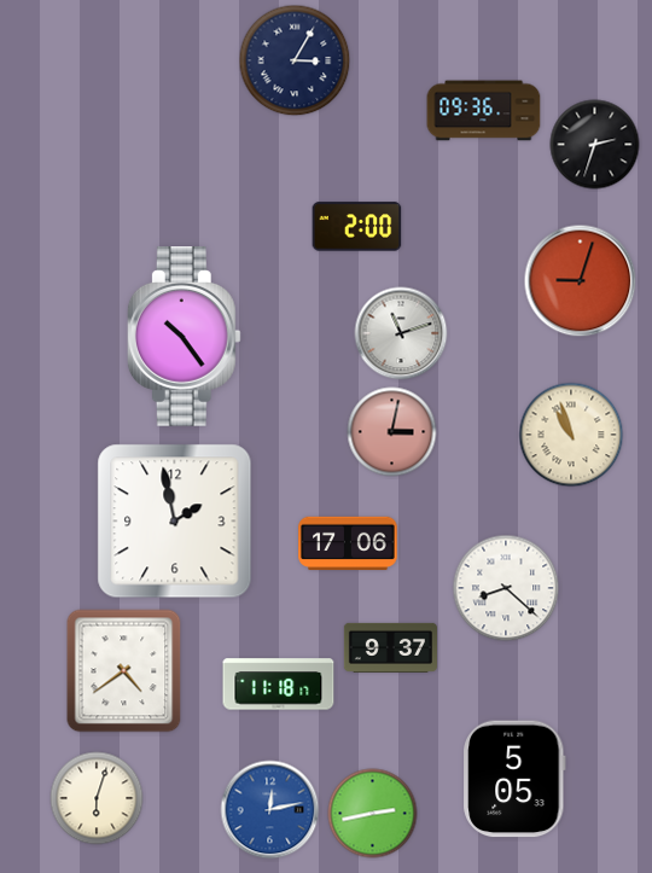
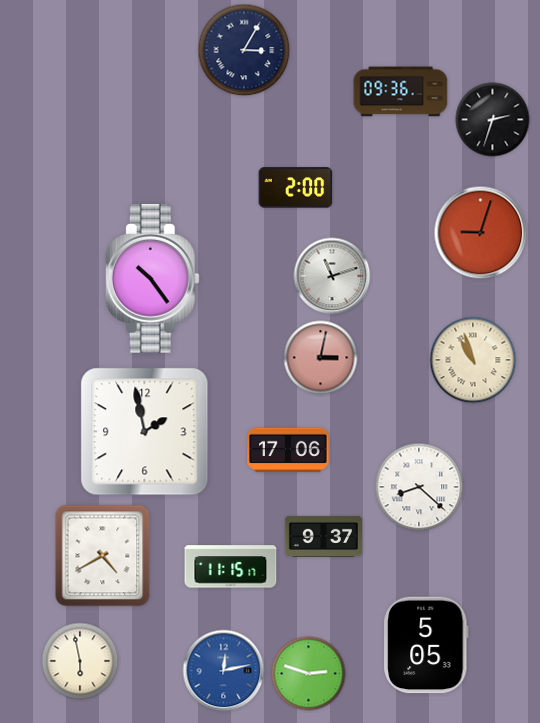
clock at (392, 432) position: (392, 432) -> (321, 358)
clock at (124, 671): 4:39 -> 4:40
clock at (279, 685): 11:18 -> 11:15
clock at (97, 798): 6:03 -> 5:58
clock at (373, 814): 2:43 -> 2:48
